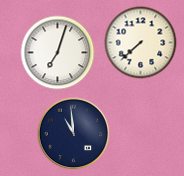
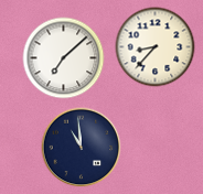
clock at (141, 43): 7:38 -> 8:37
clock at (58, 53): 7:03 -> 7:08
